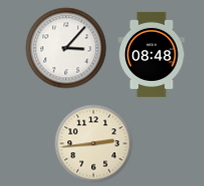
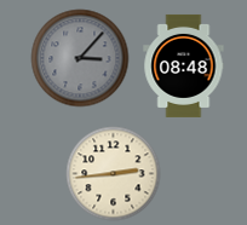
clock at (66, 48) dial: white -> grey
